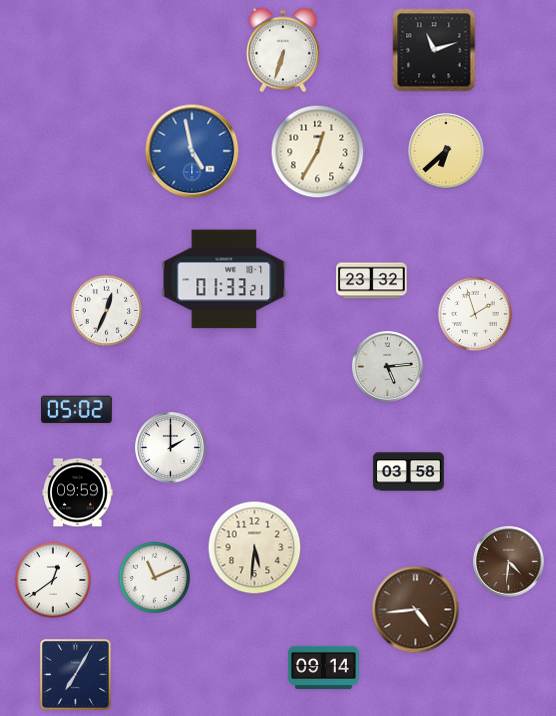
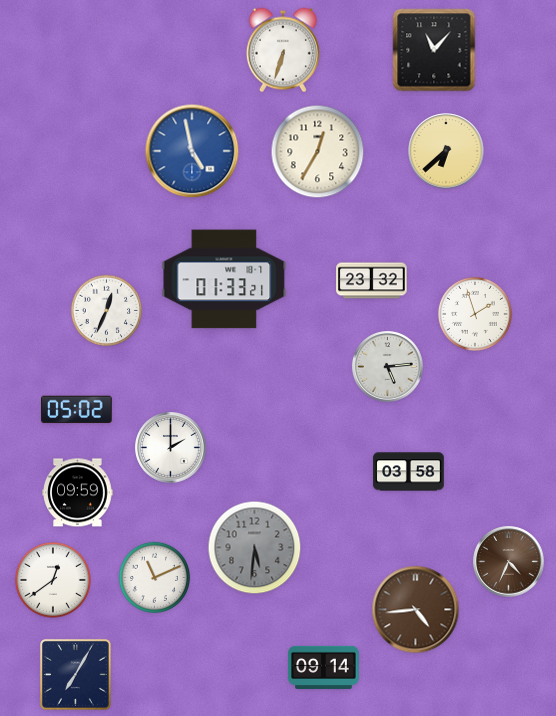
clock at (434, 50): 11:12 -> 11:07
clock at (255, 548) dial: cream -> grey
clock at (509, 562): 4:31 -> 4:34
